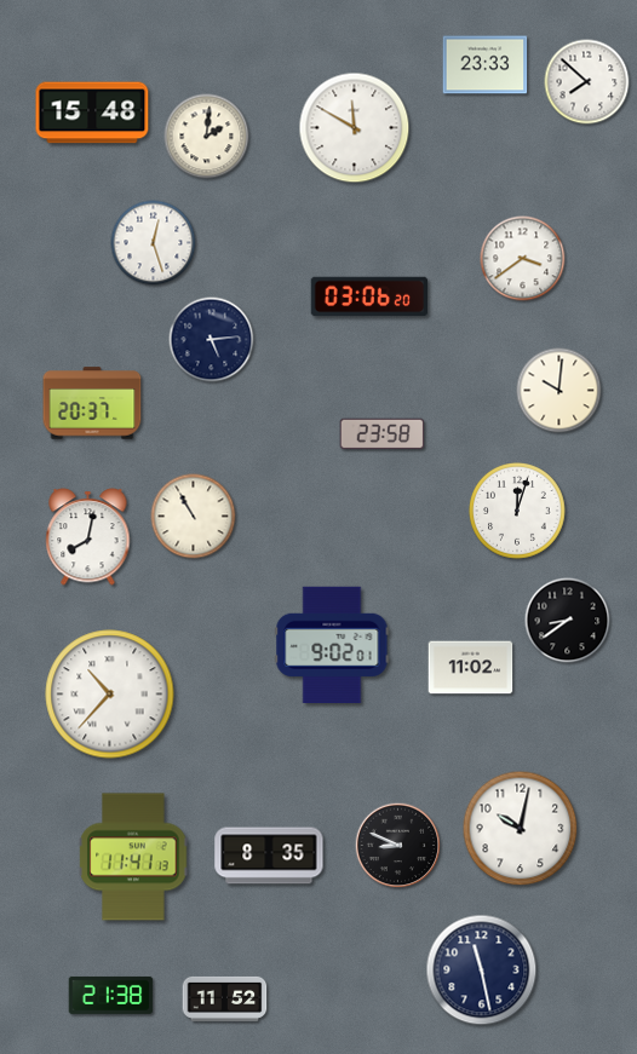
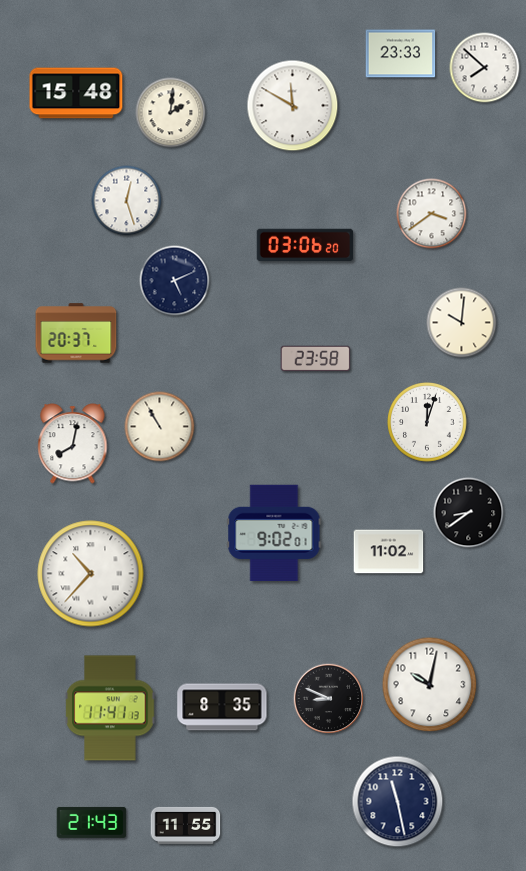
clock at (212, 340): 5:14 -> 5:11
clock at (111, 995): 21:38 -> 21:43
clock at (225, 998): 11:52 -> 11:55
